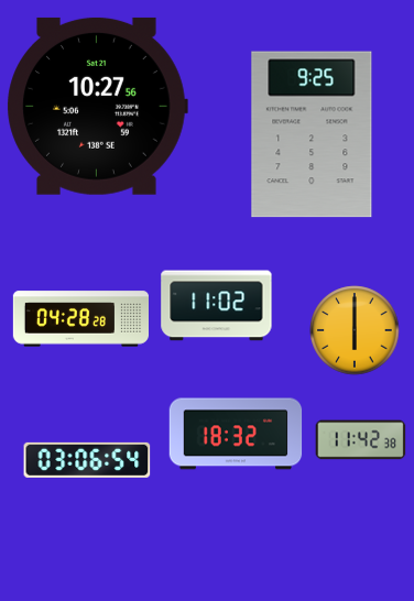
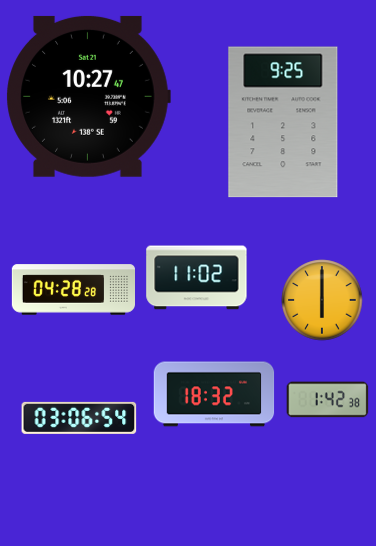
clock at (97, 106): 10:27:56 -> 10:27:47
clock at (361, 440): 11:42 -> 1:42
